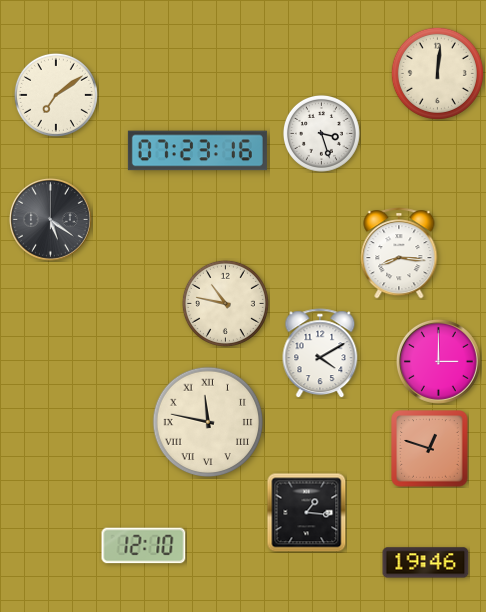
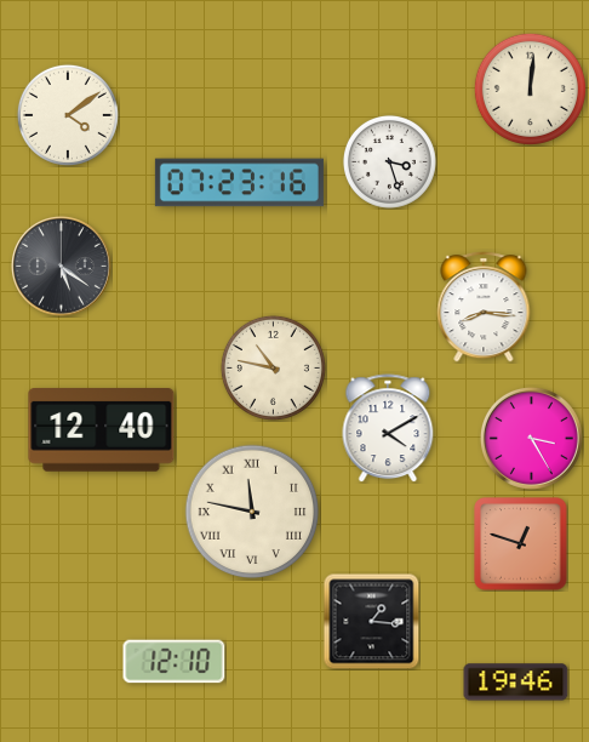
clock at (56, 95): 7:09 -> 4:09
clock at (102, 430): none -> 12:40
clock at (438, 361): 3:00 -> 3:25
